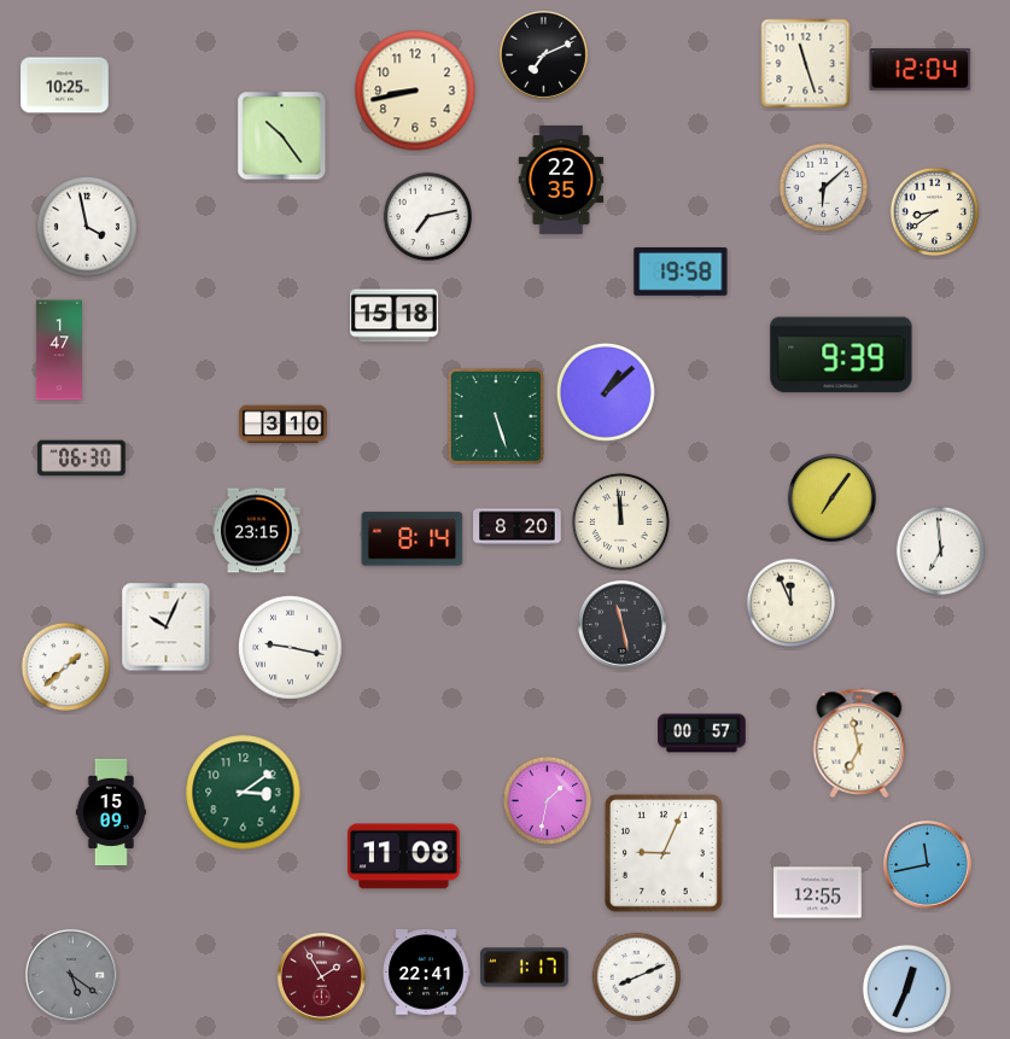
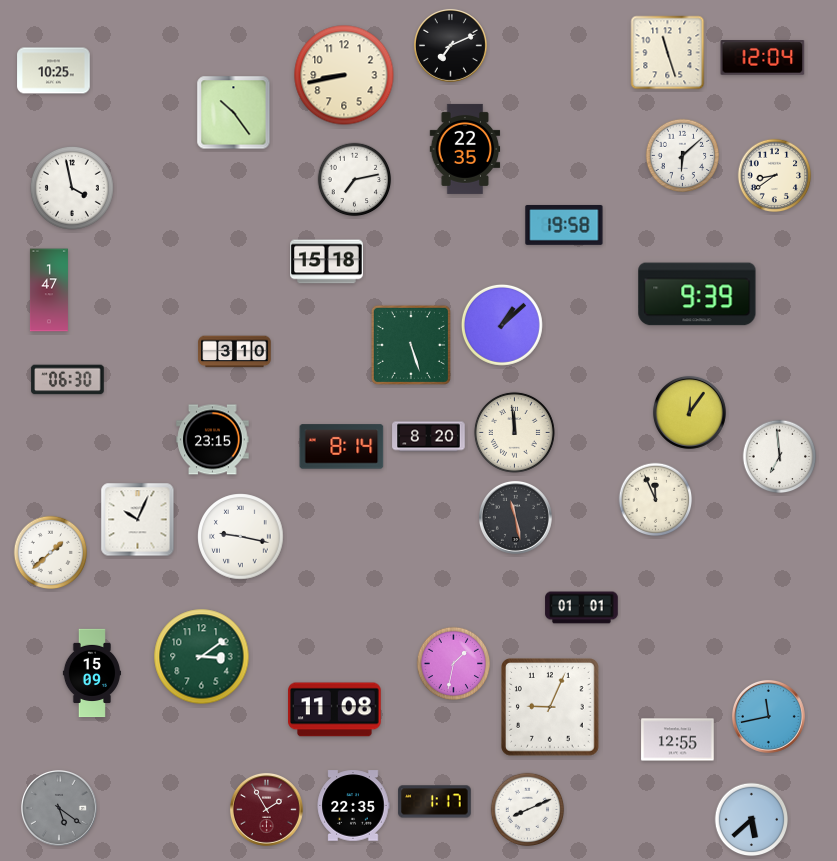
clock at (831, 497): 7:06 -> 12:06
clock at (66, 667) position: (66, 667) -> (51, 553)
clock at (702, 734): 00:57 -> 01:01
clock at (859, 743): 6:58 -> none
clock at (426, 973): 22:41 -> 22:35
clock at (907, 990): 12:34 -> 5:38
